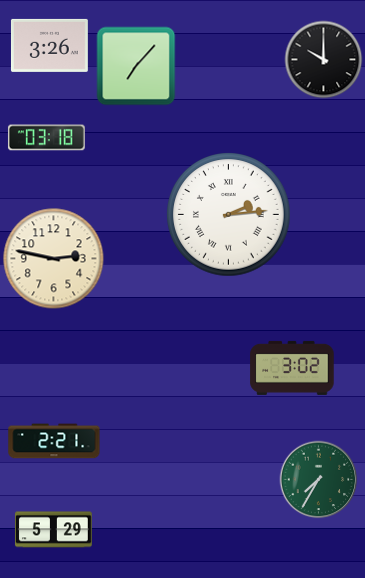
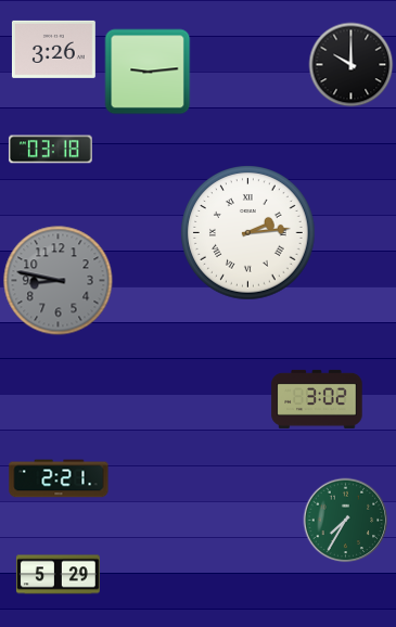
clock at (136, 66): 7:07 -> 9:14
clock at (54, 259): 2:47 -> 8:47
clock at (54, 259) dial: cream -> grey
